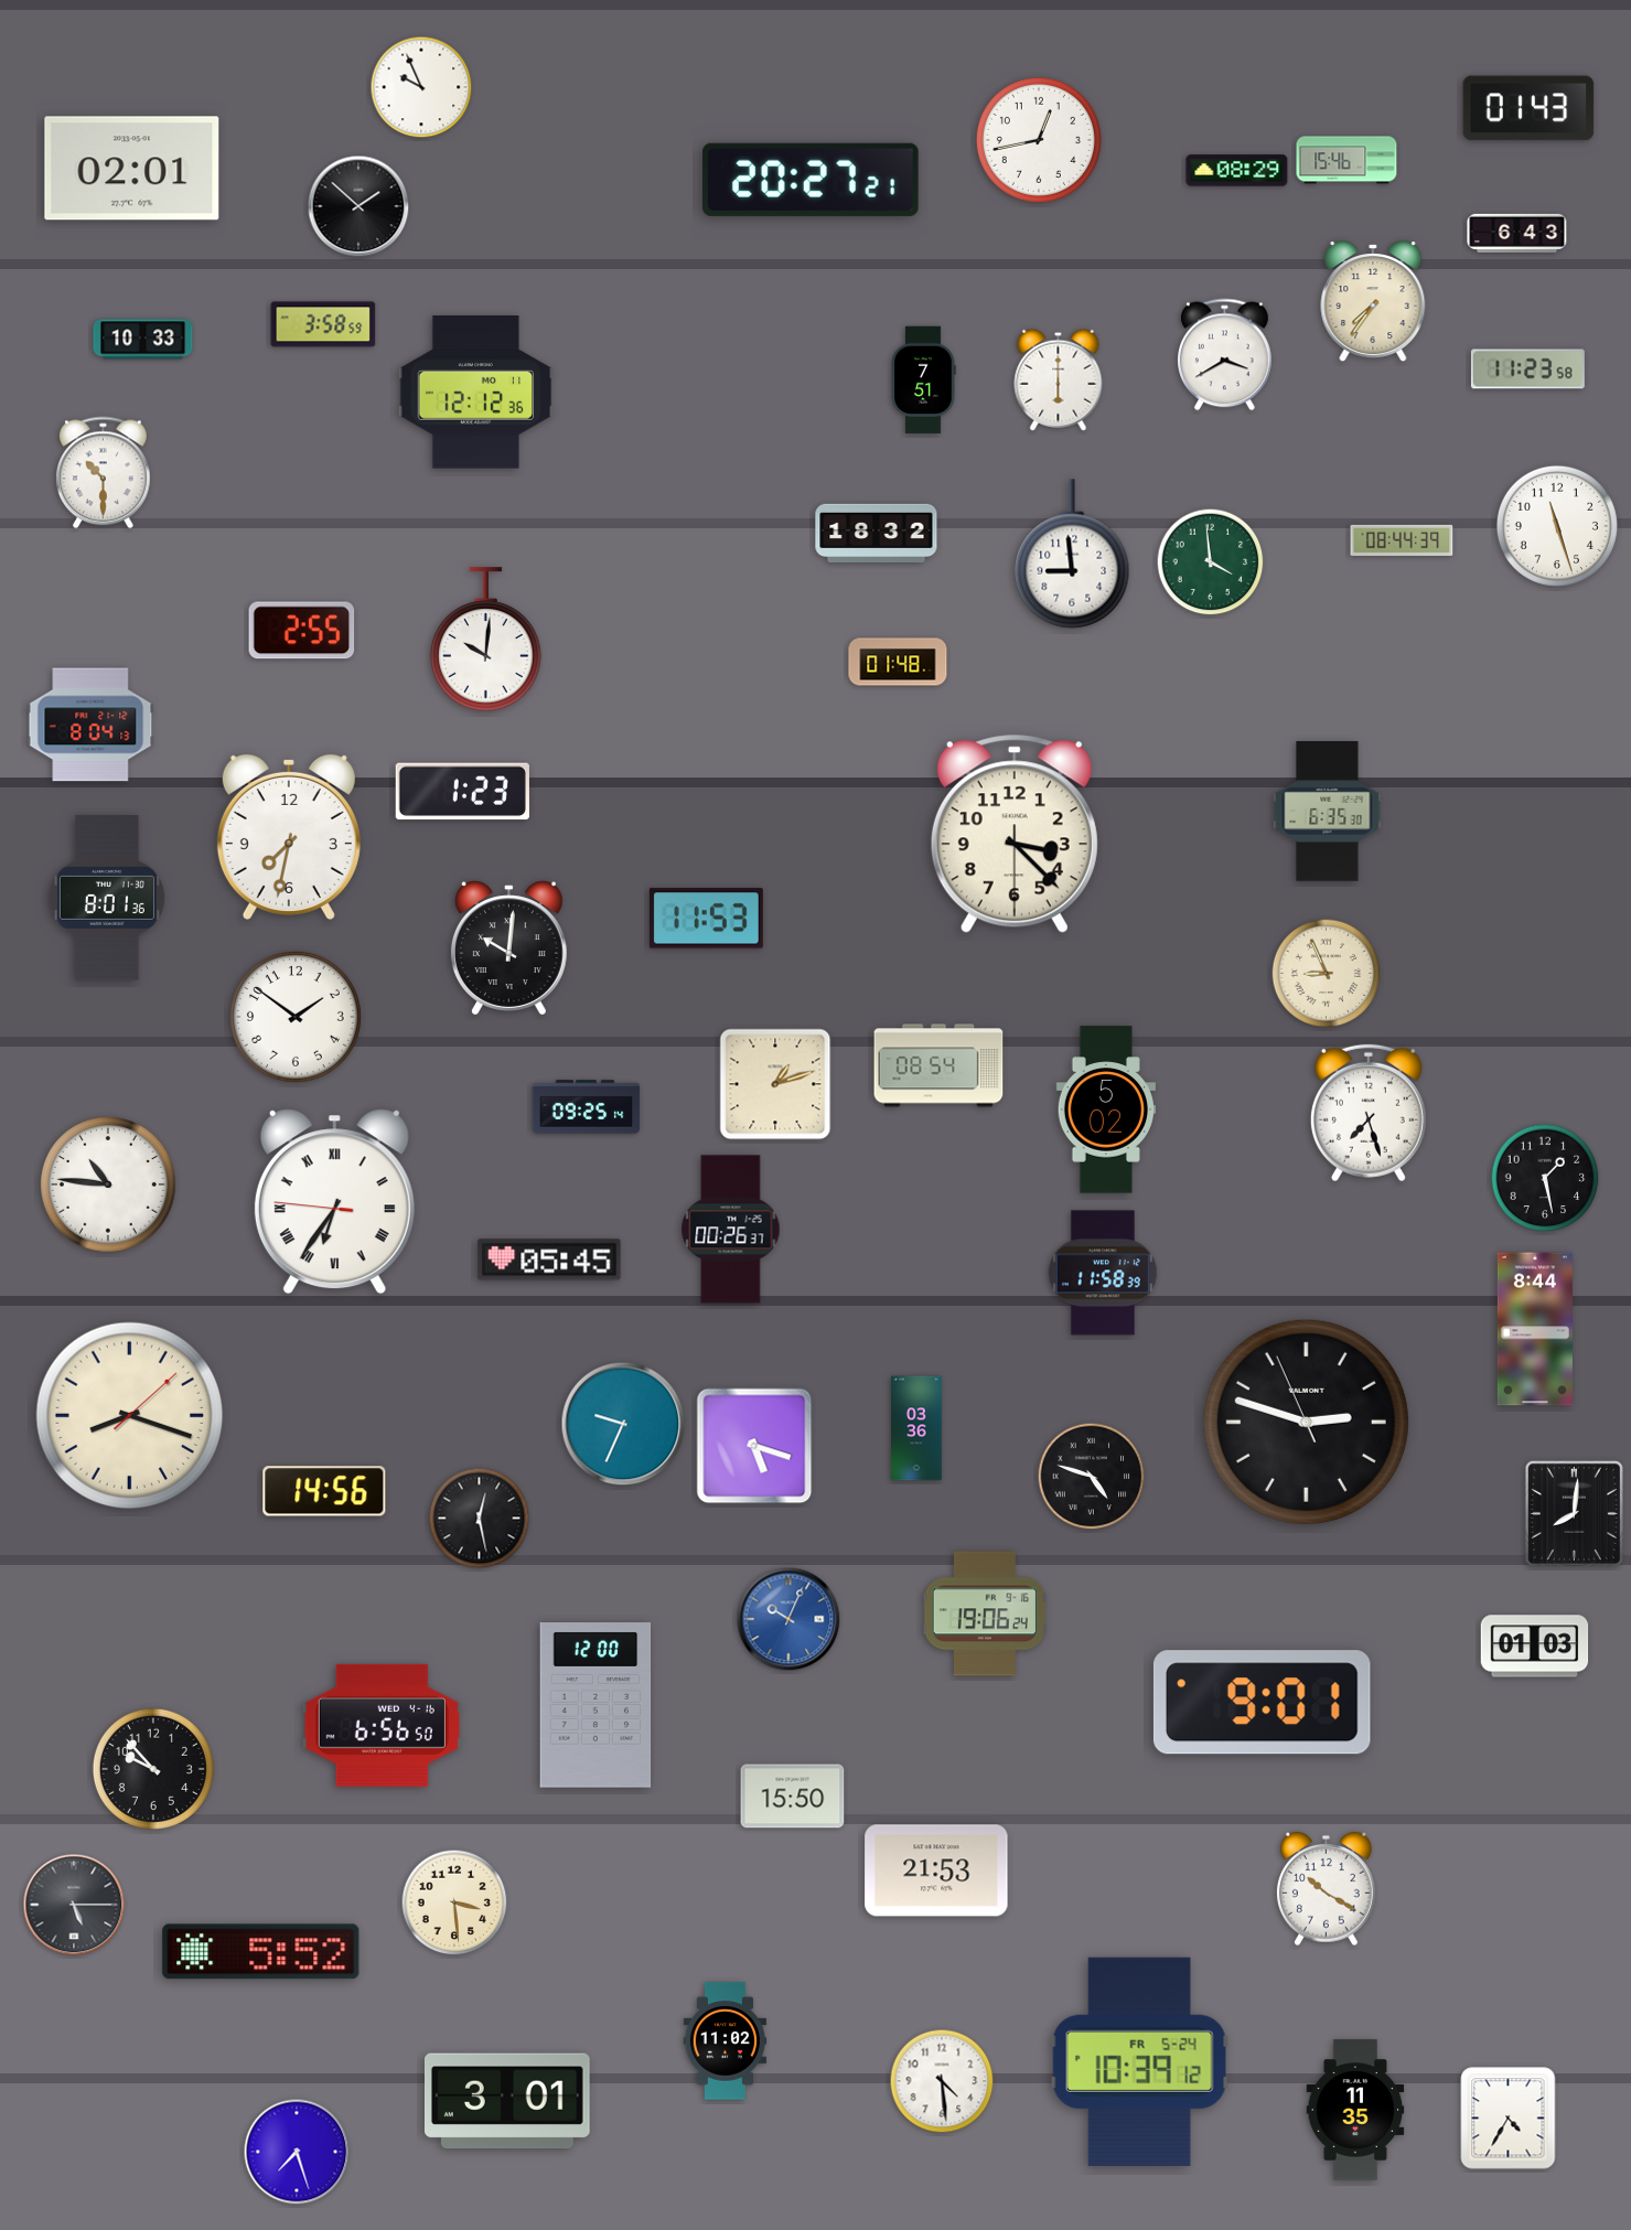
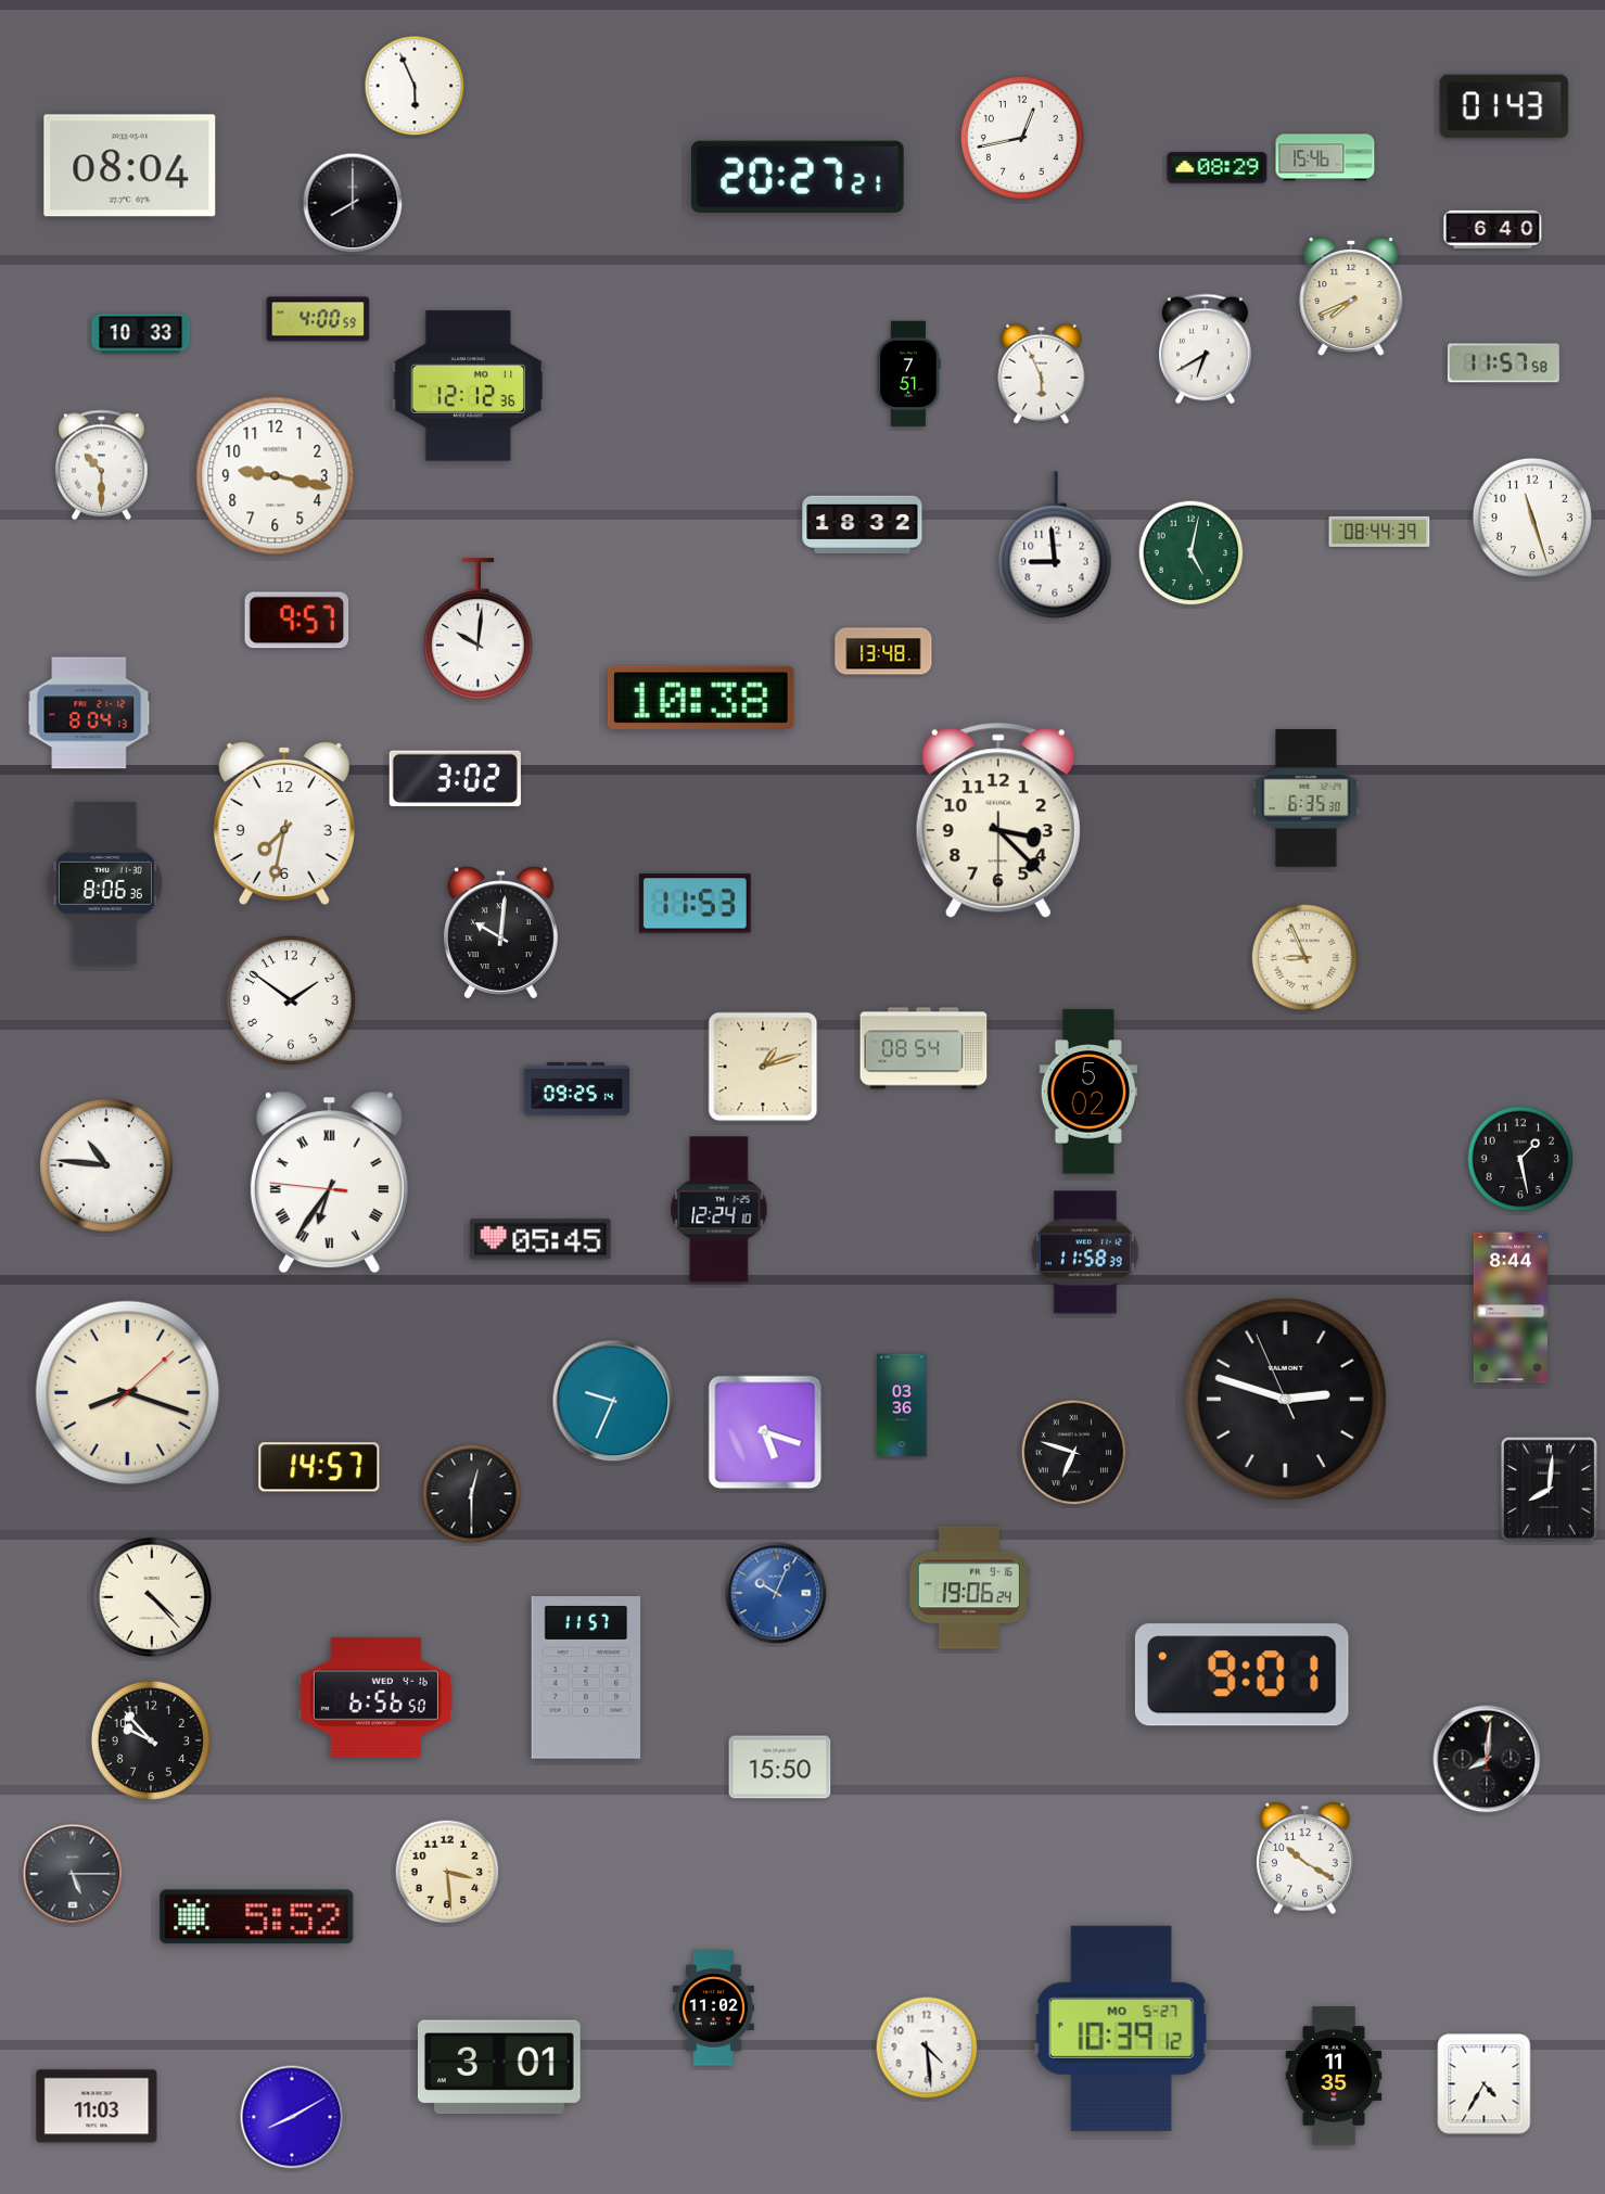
clock at (421, 87): 9:56 -> 5:56
clock at (132, 169): 02:01 -> 08:04
clock at (358, 206): 1:52 -> 8:00
clock at (1517, 233): 6:43 -> 6:40
clock at (1373, 302): 7:36 -> 7:41
clock at (323, 324): 3:58 -> 4:00
clock at (1225, 355): 3:40 -> 6:40
clock at (1527, 369): 11:23 -> 11:57
clock at (1059, 379): 6:00 -> 5:56
clock at (276, 476): none -> 9:17
clock at (1211, 562): 3:59 -> 5:02
clock at (302, 631): 2:55 -> 9:57
clock at (898, 662): 01:48 -> 13:48
clock at (701, 698): none -> 10:38
clock at (462, 792): 1:23 -> 3:02
clock at (107, 898): 8:01 -> 8:06
clock at (1369, 1113): 7:27 -> none
clock at (731, 1230): 00:26 -> 12:24
clock at (754, 1446) position: (754, 1446) -> (765, 1432)
clock at (1092, 1477): 4:48 -> 6:48
clock at (324, 1491): 14:56 -> 14:57
clock at (480, 1519): 12:28 -> 12:30
clock at (152, 1597): none -> 4:23
clock at (1535, 1647): 01:03 -> none
clock at (595, 1705): 12:00 -> 11:57
clock at (1487, 1759): none -> 8:01
clock at (936, 1870): 21:53 -> none
clock at (261, 1952) position: (261, 1952) -> (257, 1917)
clock at (1139, 2061) date: FR 5-24 -> MO 5-27
clock at (97, 2106): none -> 11:03
clock at (297, 2152): 7:27 -> 8:10
